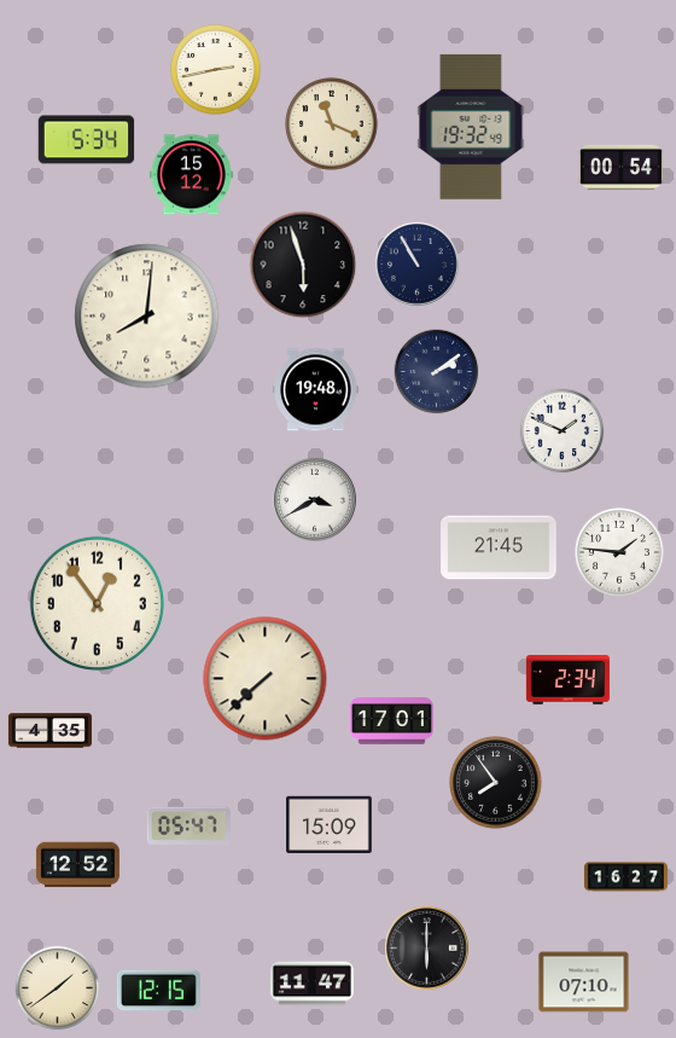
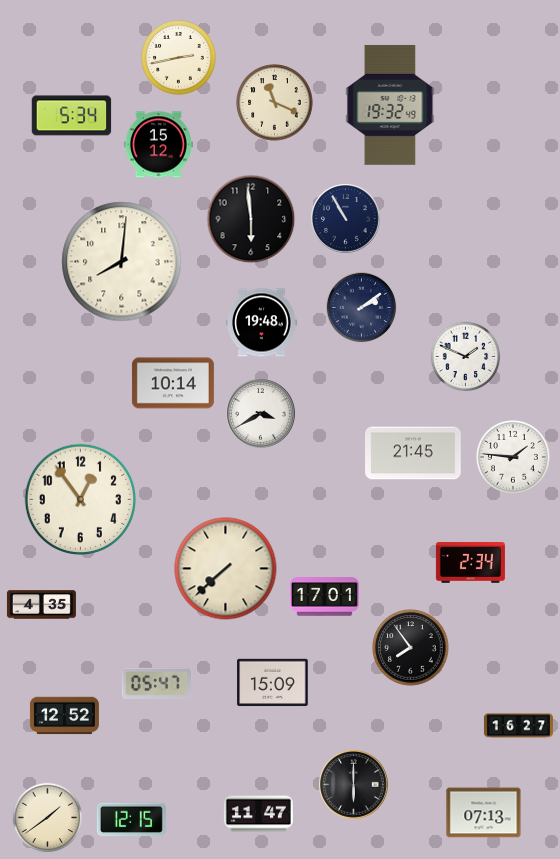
clock at (620, 167): 00:54 -> none
clock at (303, 265): 5:57 -> 5:59
clock at (173, 383): none -> 10:14
clock at (266, 679) position: (266, 679) -> (226, 569)
clock at (584, 982): 07:10 -> 07:13
